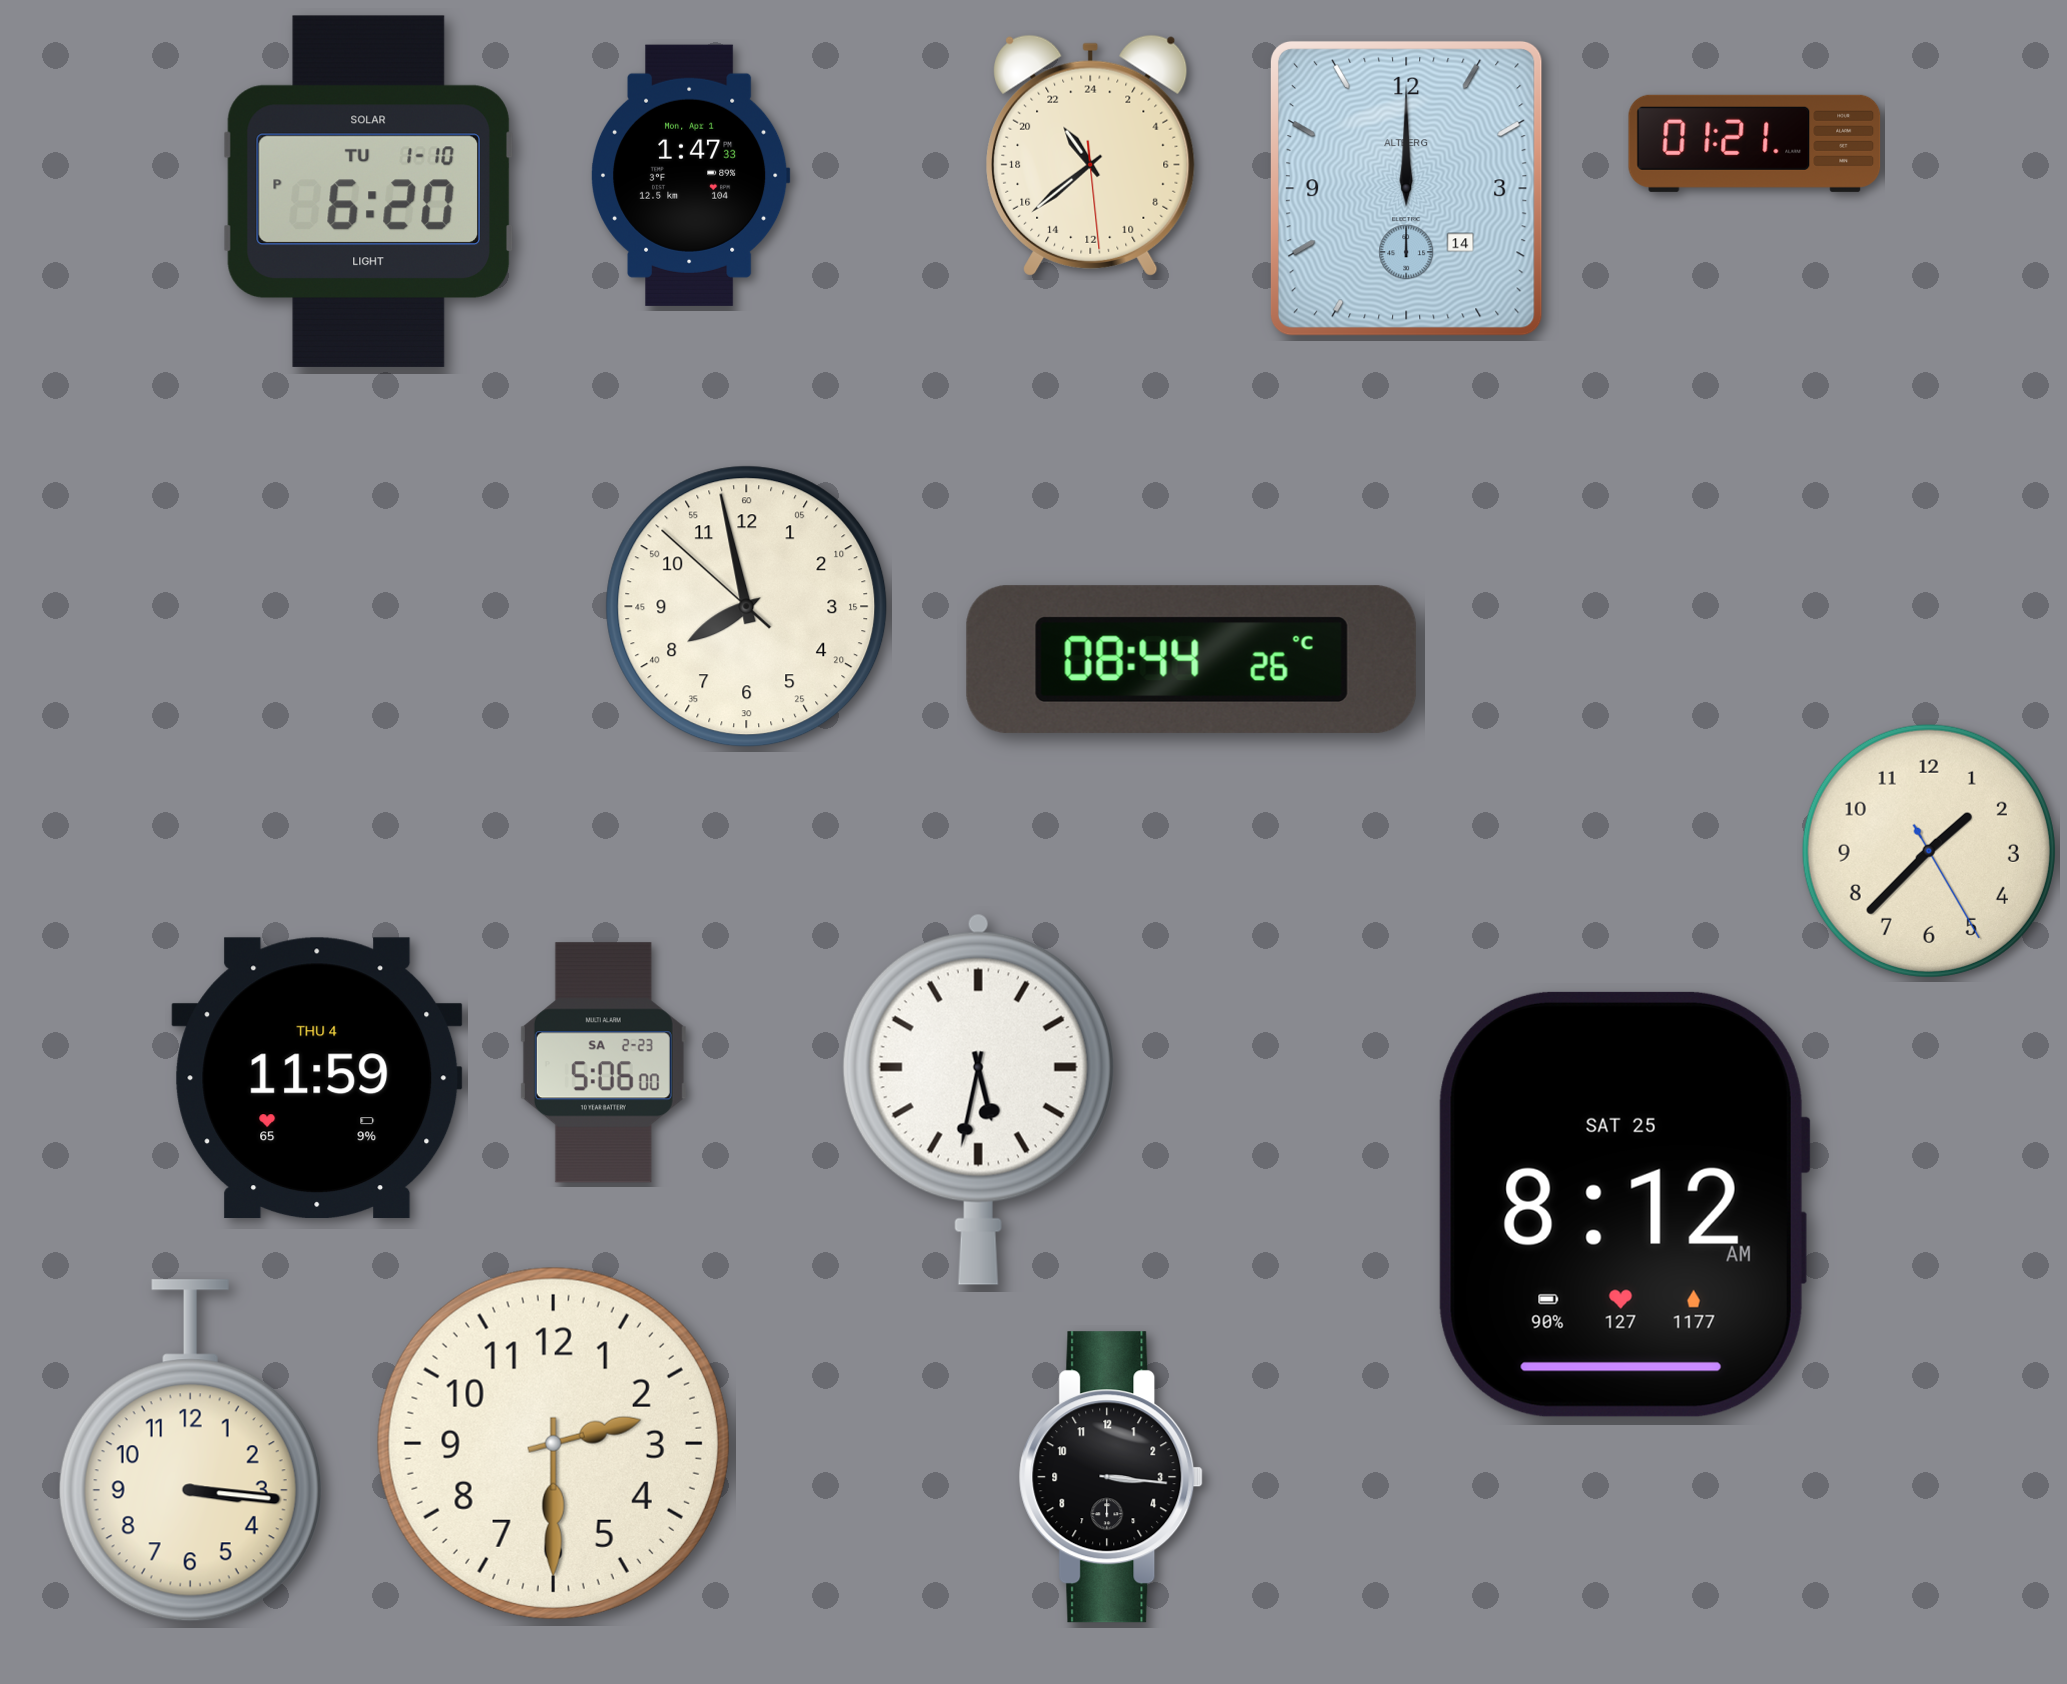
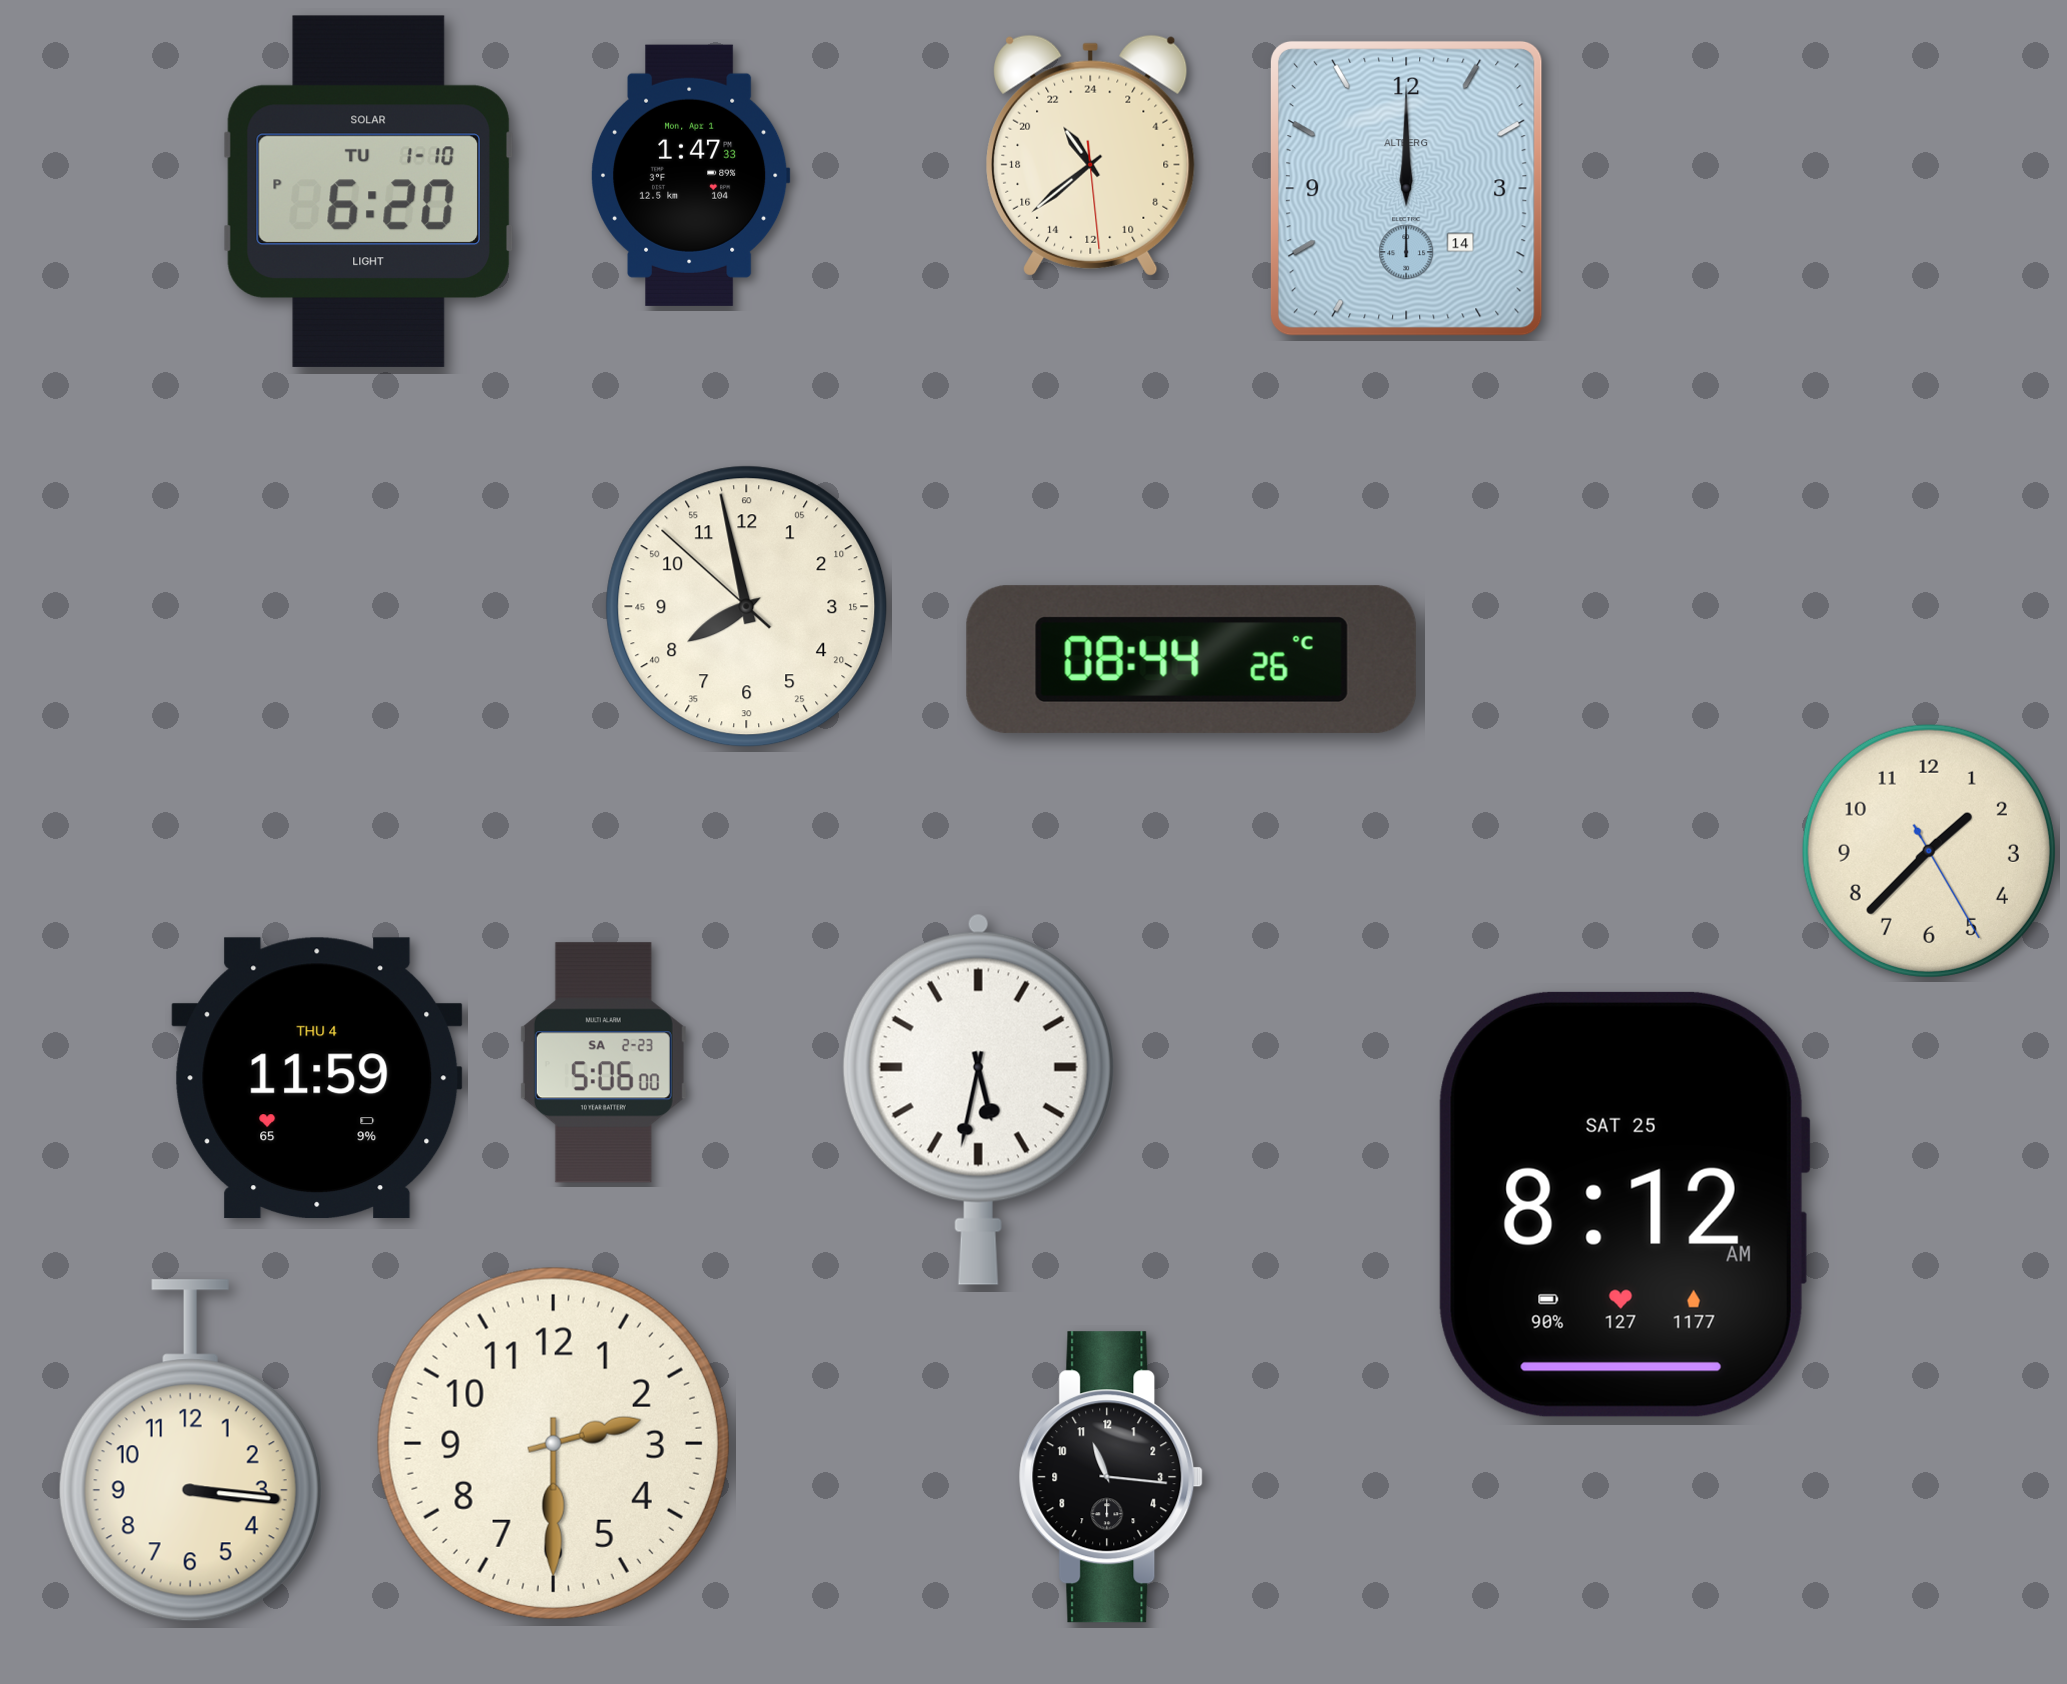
clock at (1755, 143): 01:21 -> none
clock at (1111, 1477): 3:16 -> 11:16
